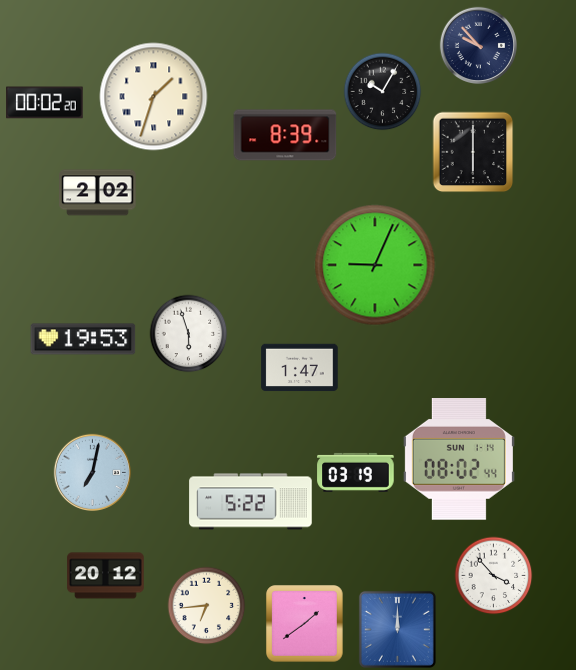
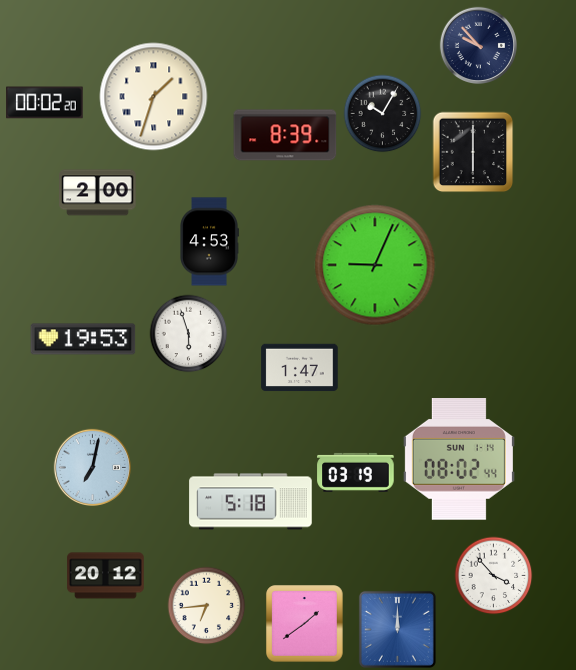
clock at (382, 91) position: (382, 91) -> (382, 113)
clock at (98, 193): 2:02 -> 2:00
clock at (209, 242): none -> 4:53
clock at (92, 472) position: (92, 472) -> (92, 467)
clock at (251, 502): 5:22 -> 5:18
